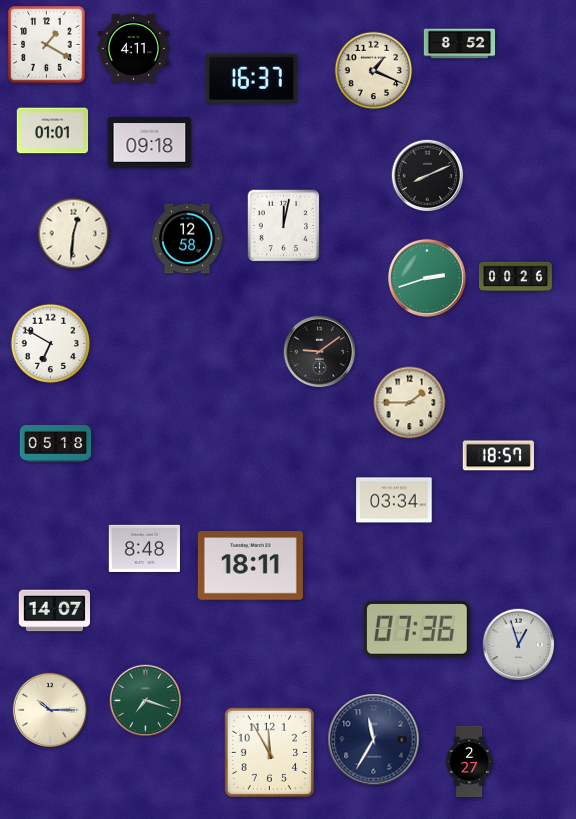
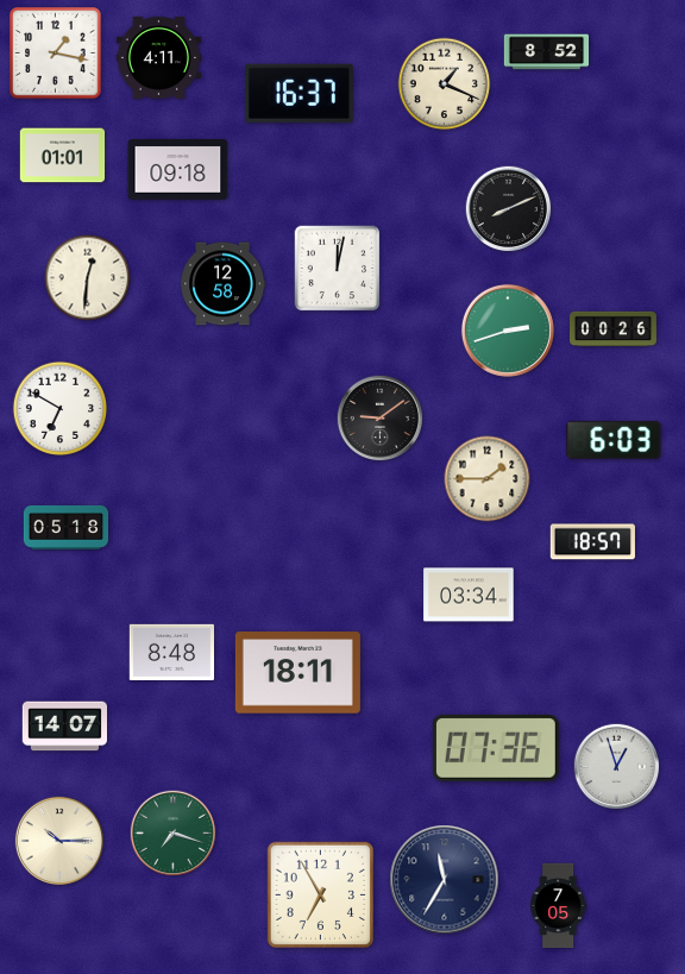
clock at (47, 45): 1:20 -> 1:17
clock at (614, 440): none -> 6:03
clock at (50, 710) position: (50, 710) -> (59, 841)
clock at (269, 752): 11:55 -> 6:55
clock at (470, 762): 2:27 -> 7:05
